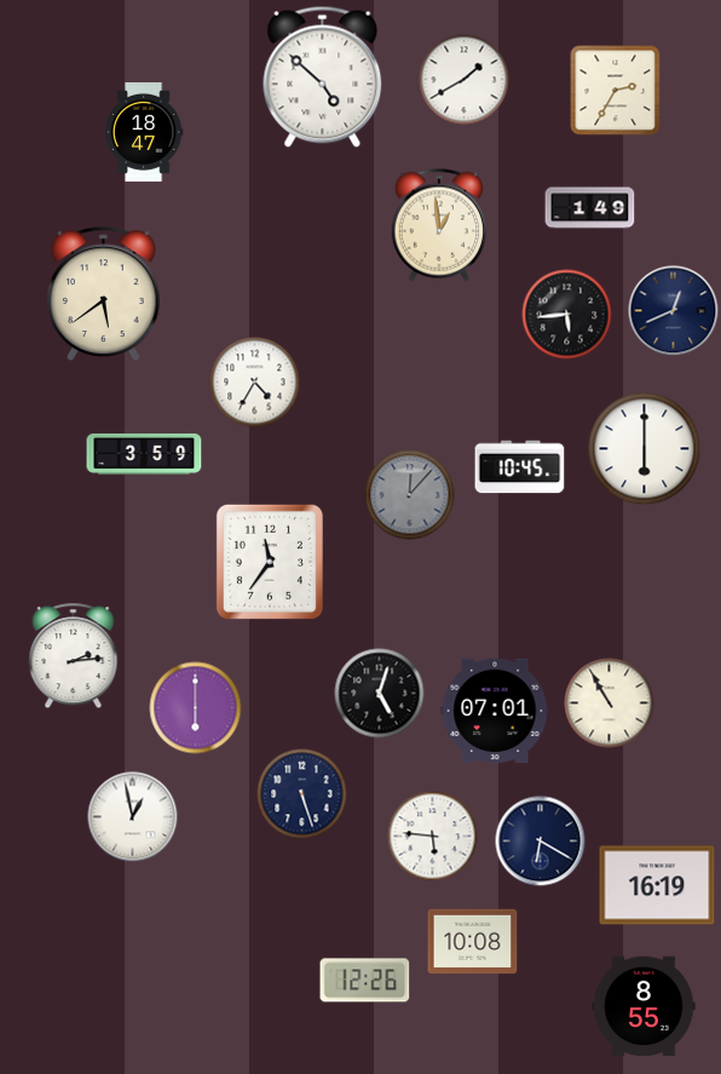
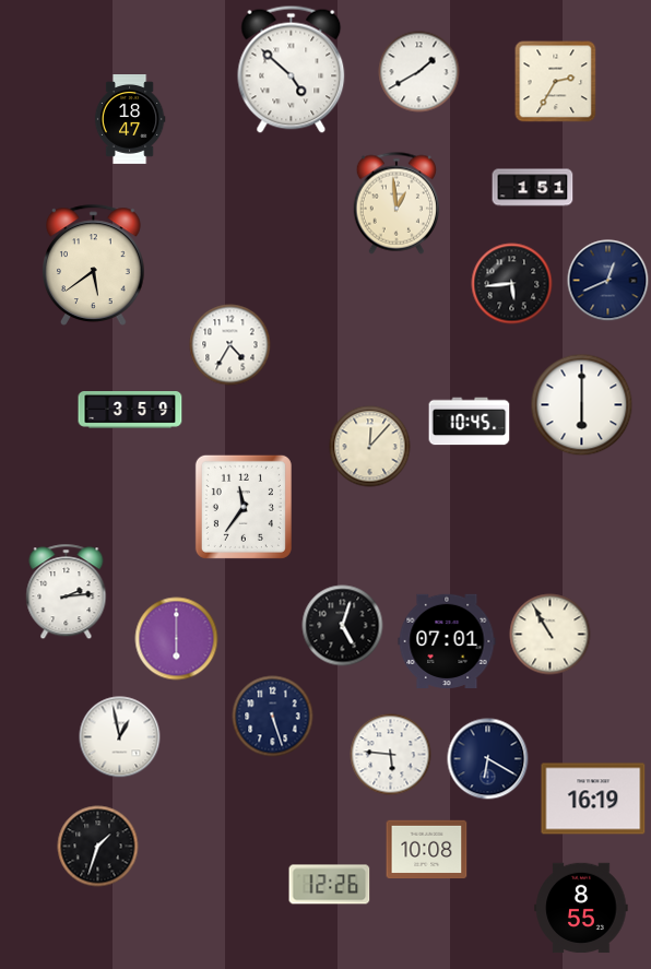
clock at (590, 208): 1:49 -> 1:51
clock at (410, 495) dial: grey -> cream
clock at (98, 847): none -> 1:33
